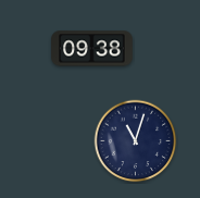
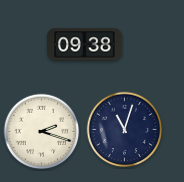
clock at (42, 132): none -> 2:18
